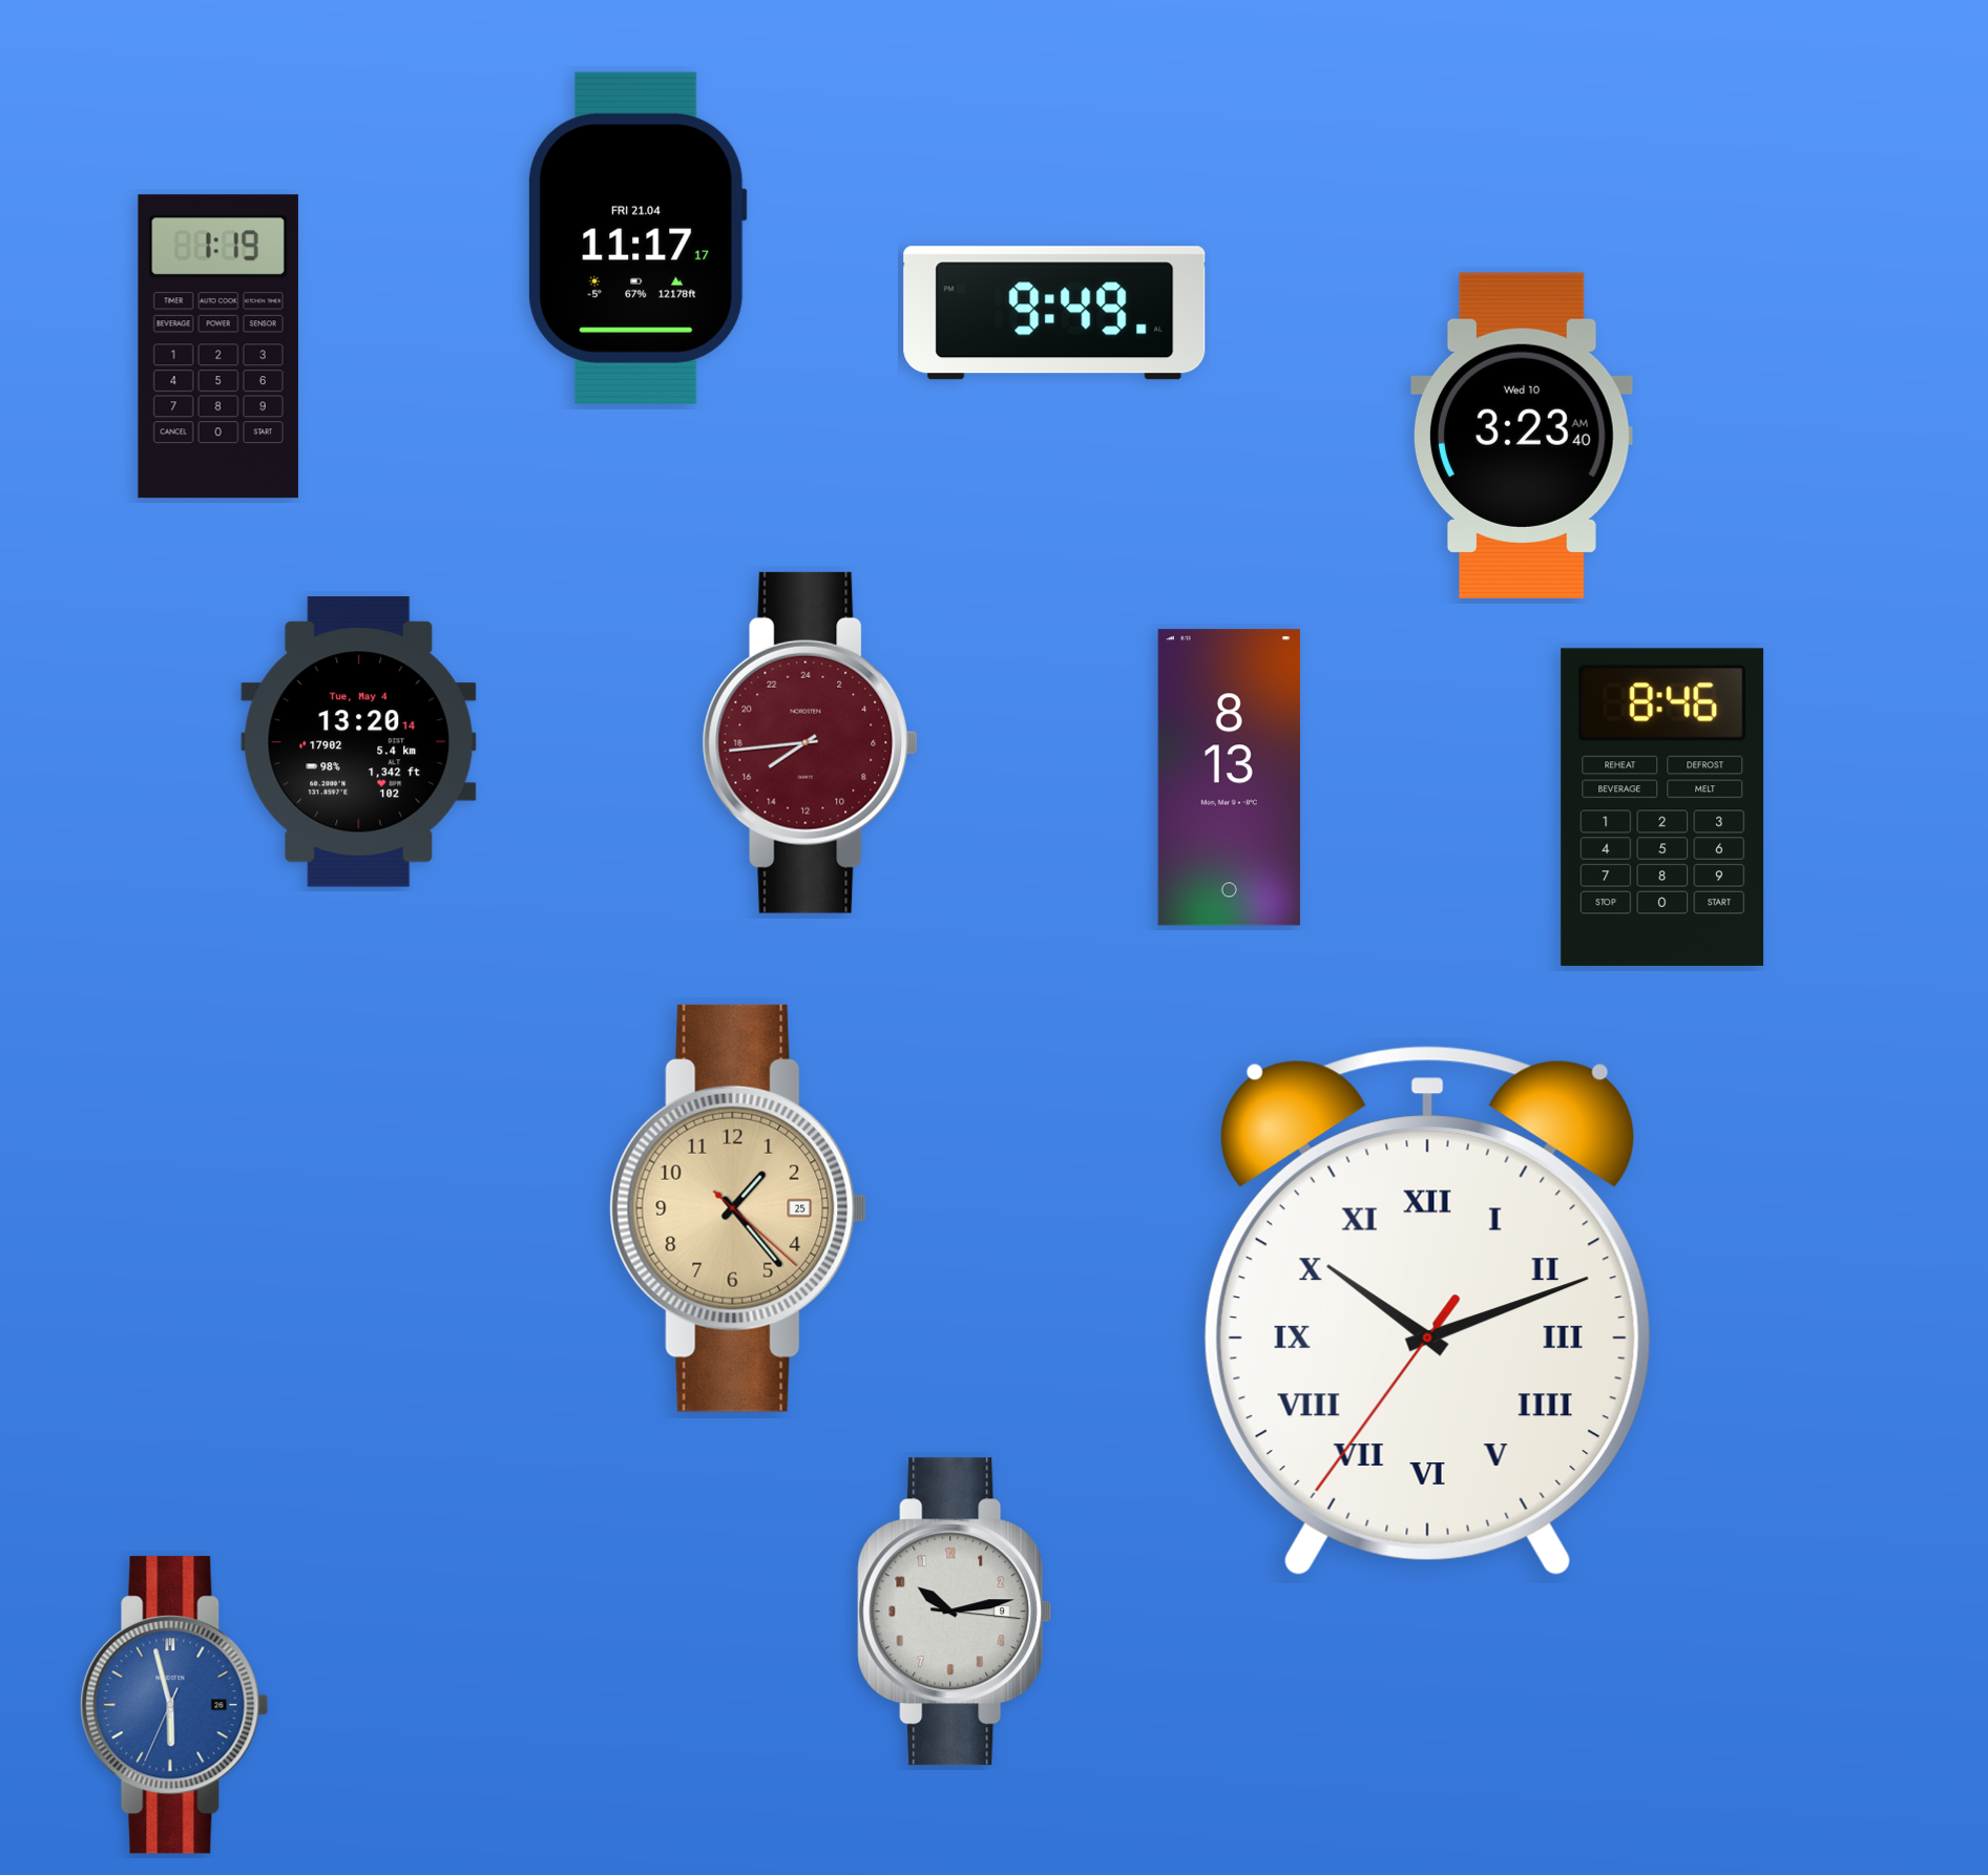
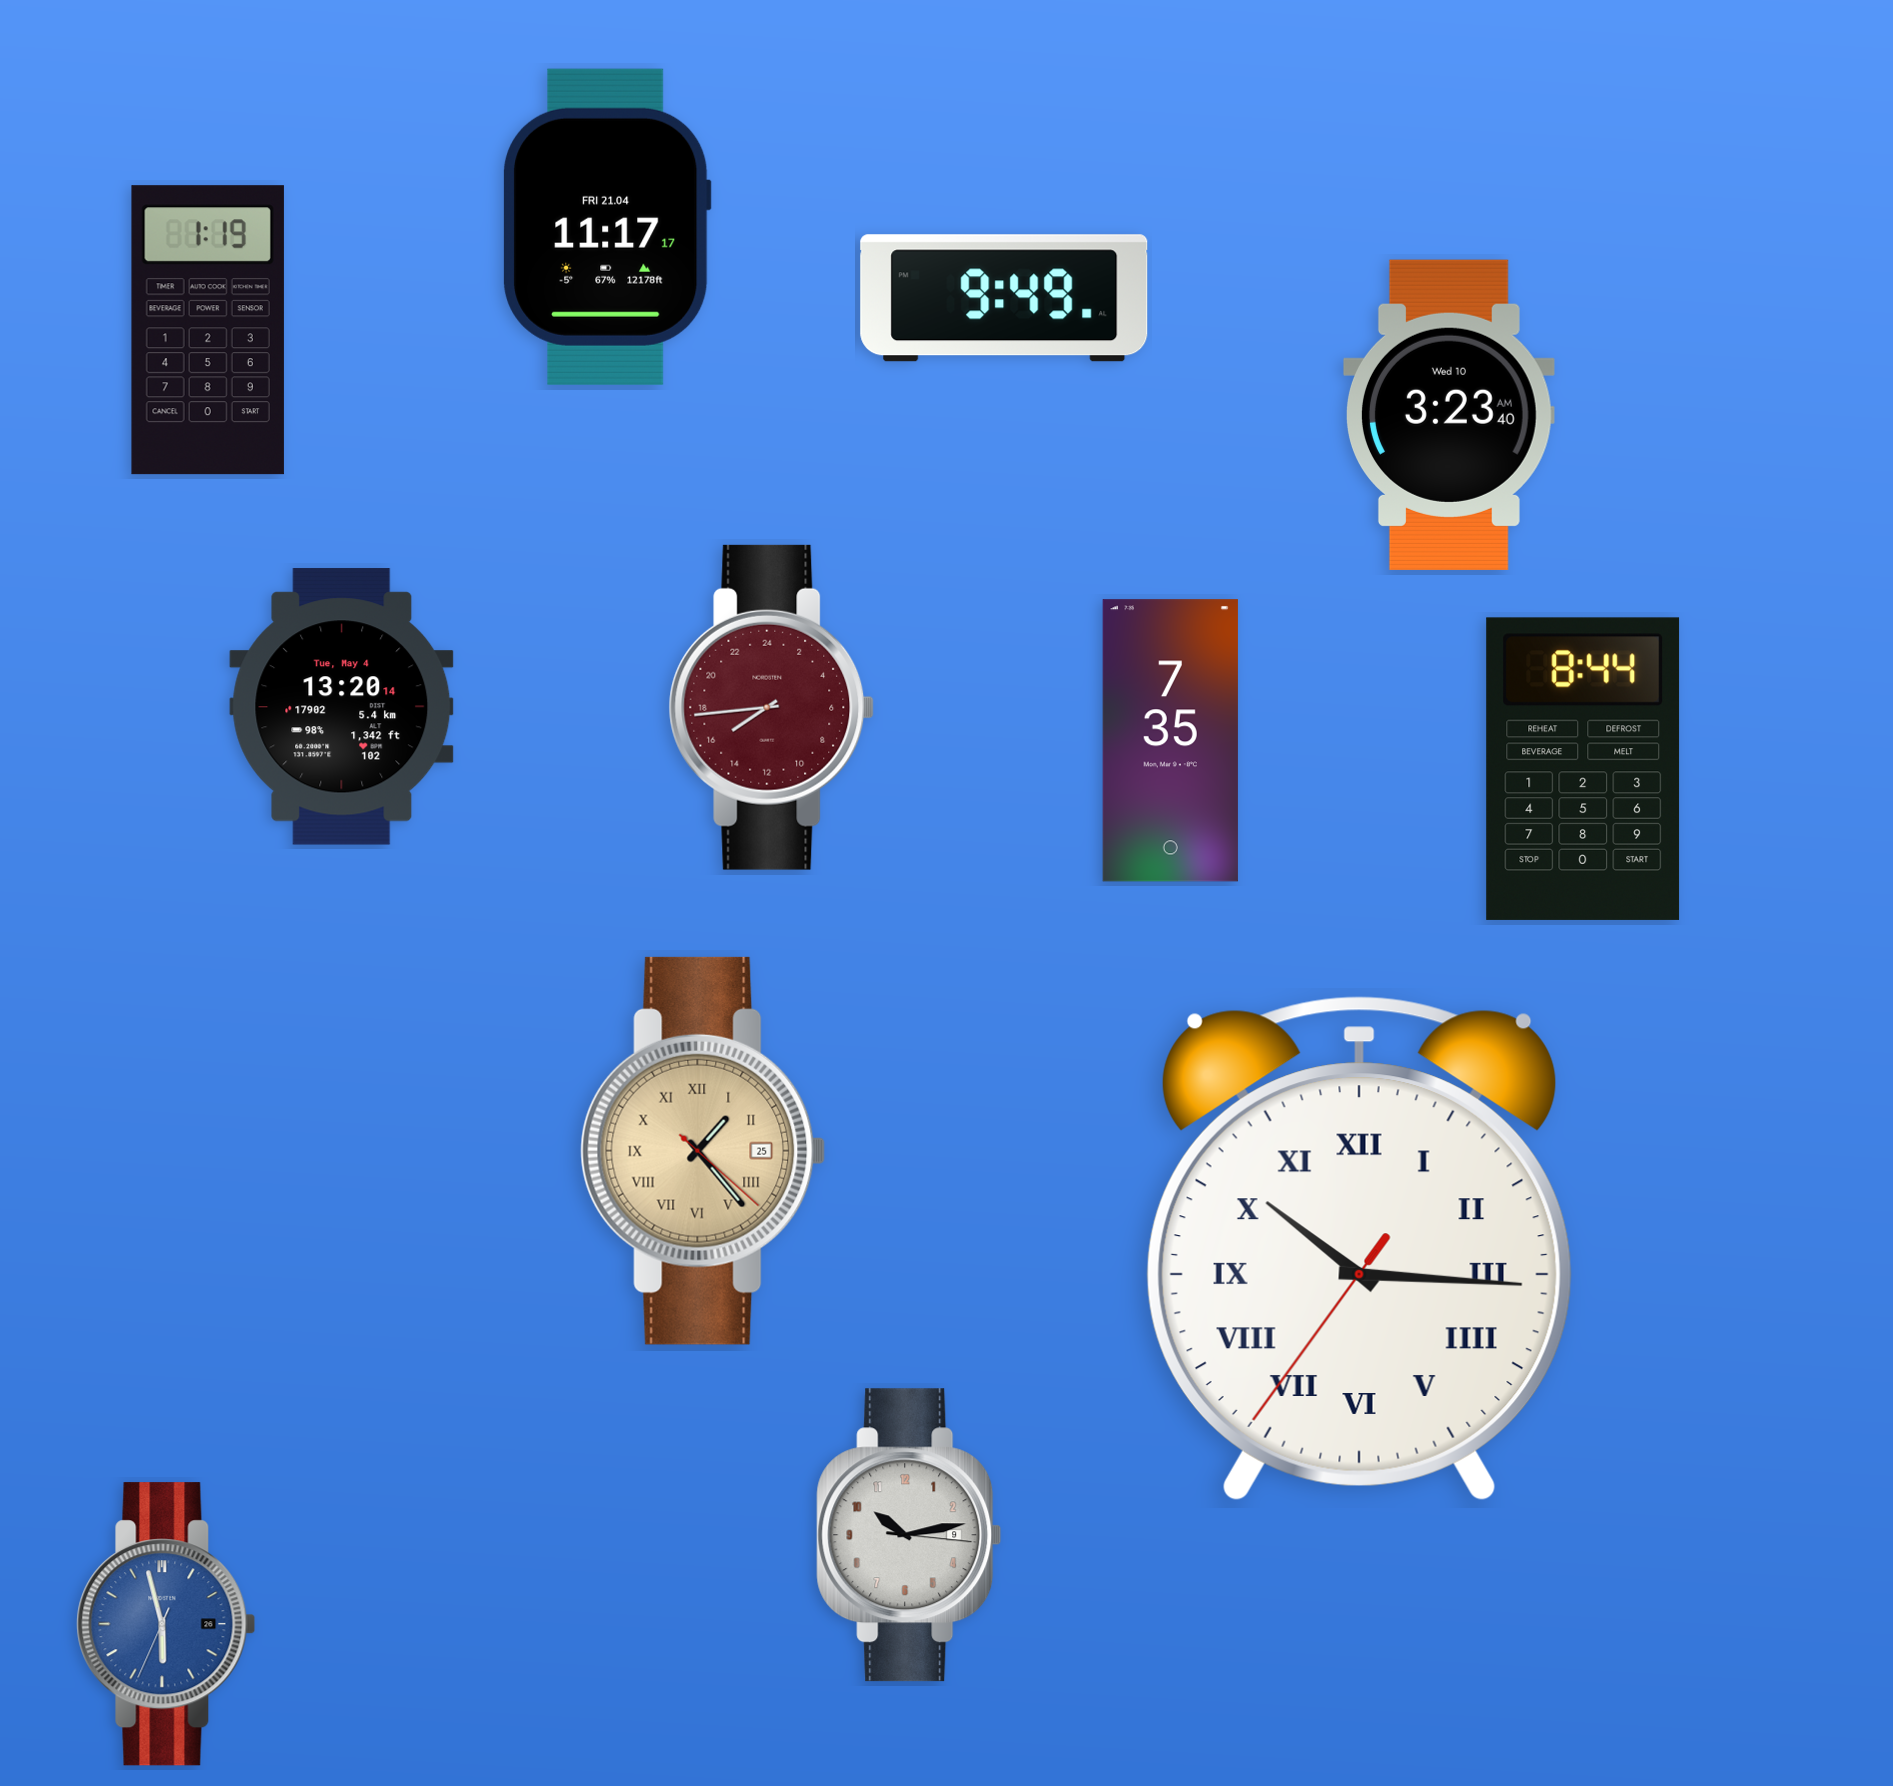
clock at (1229, 778): 8:13 -> 7:35
clock at (1662, 807): 8:46 -> 8:44
clock at (738, 1208) numerals: Arabic -> Roman
clock at (1427, 1310): 10:11 -> 10:15
